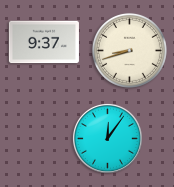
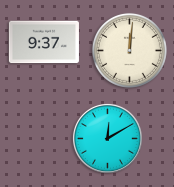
clock at (129, 50): 8:42 -> 12:01
clock at (107, 138): 12:06 -> 12:10
